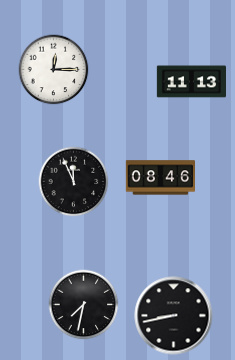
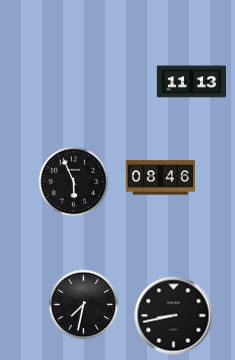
clock at (54, 70): 12:15 -> none
clock at (74, 182): 11:56 -> 5:56
